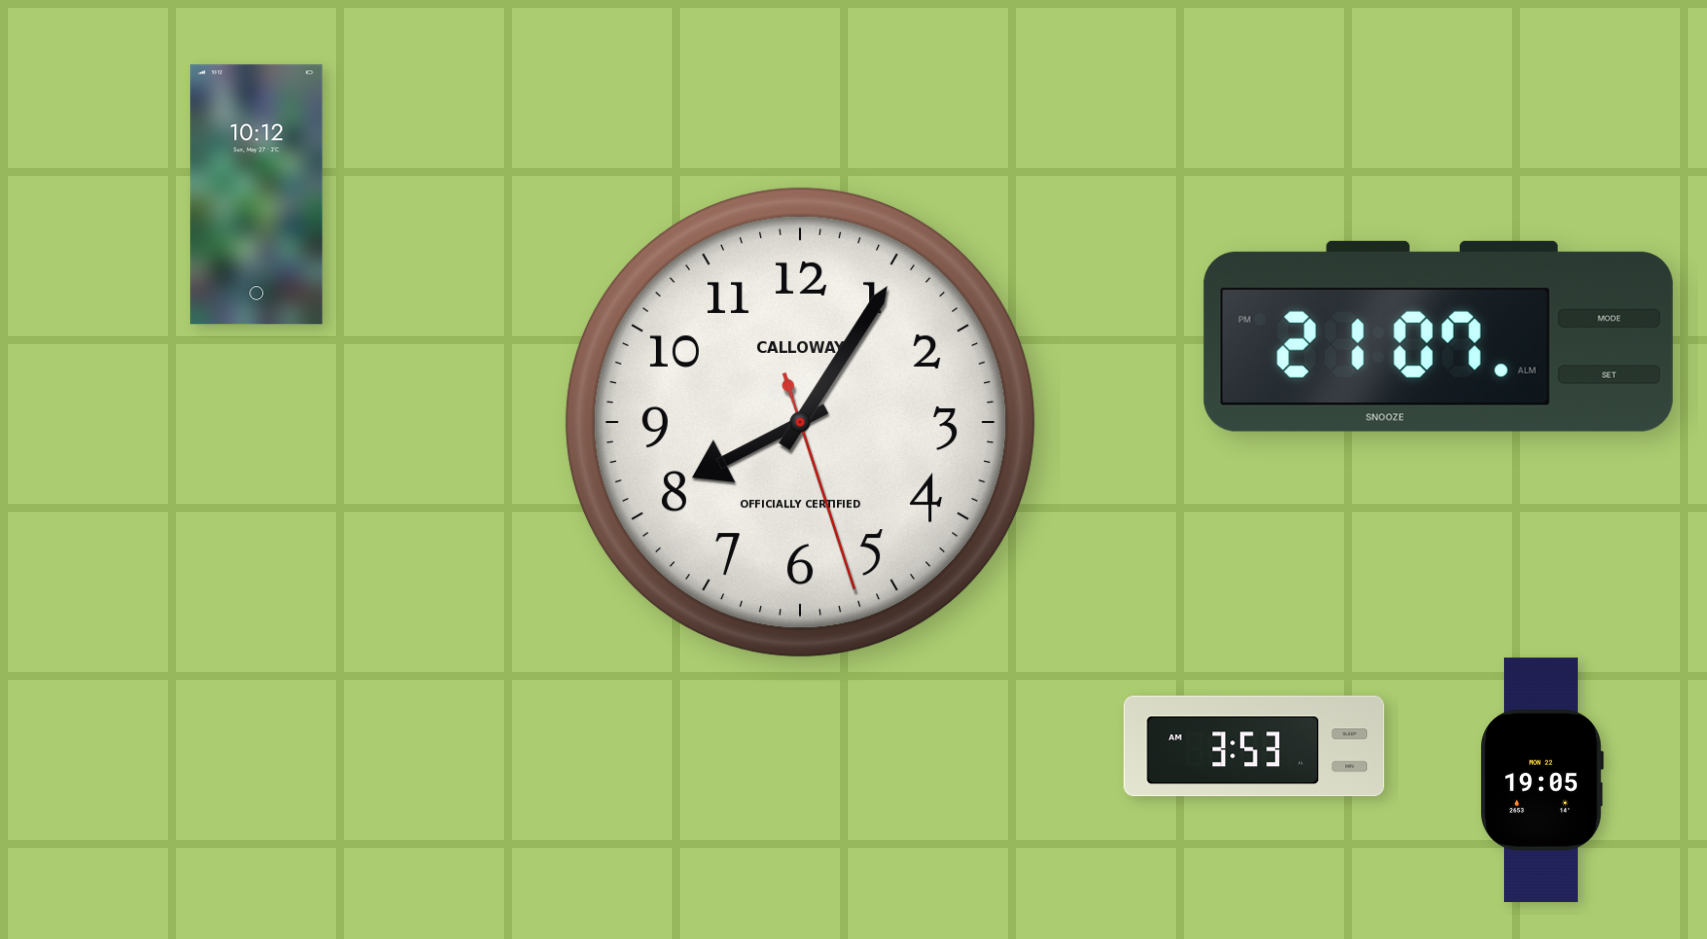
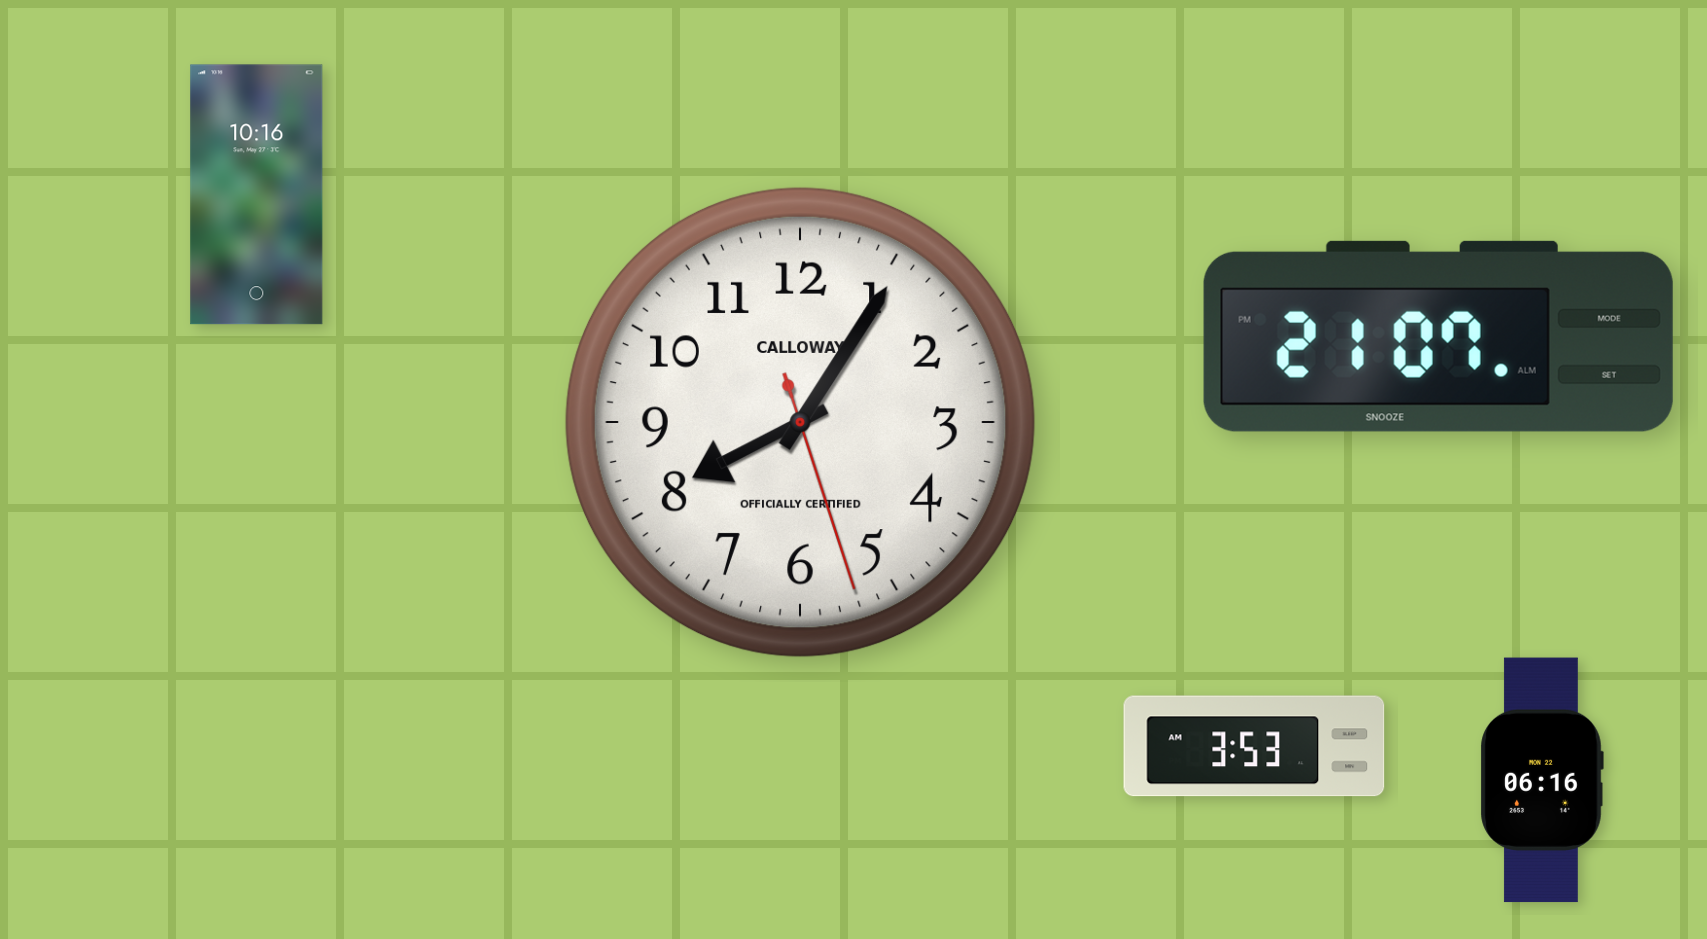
clock at (257, 195): 10:12 -> 10:16
clock at (1542, 780): 19:05 -> 06:16
